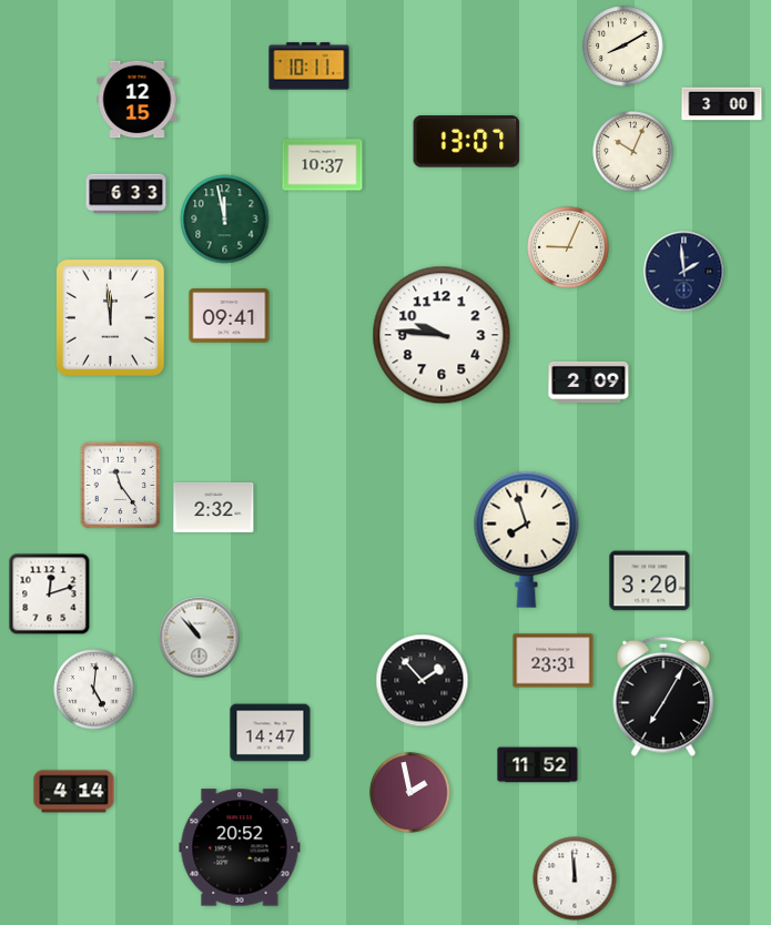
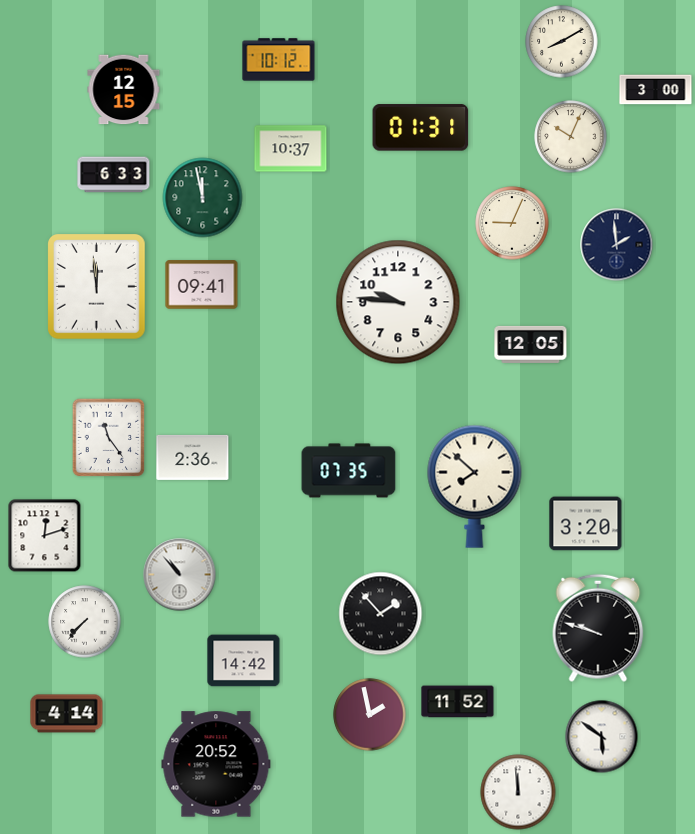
clock at (310, 67): 10:11 -> 10:12
clock at (722, 104) position: (722, 104) -> (656, 90)
clock at (467, 142): 13:07 -> 01:31
clock at (230, 316) position: (230, 316) -> (202, 285)
clock at (111, 318) position: (111, 318) -> (97, 287)
clock at (589, 382): 2:09 -> 12:05
clock at (214, 507): 2:32 -> 2:36
clock at (349, 471): none -> 07:35
clock at (527, 539): 7:57 -> 7:52
clock at (554, 661): 23:31 -> none
clock at (94, 690): 5:01 -> 7:37
clock at (663, 697): 7:05 -> 9:48
clock at (271, 733): 14:47 -> 14:42
clock at (538, 765) position: (538, 765) -> (458, 702)
clock at (602, 737): none -> 5:51
